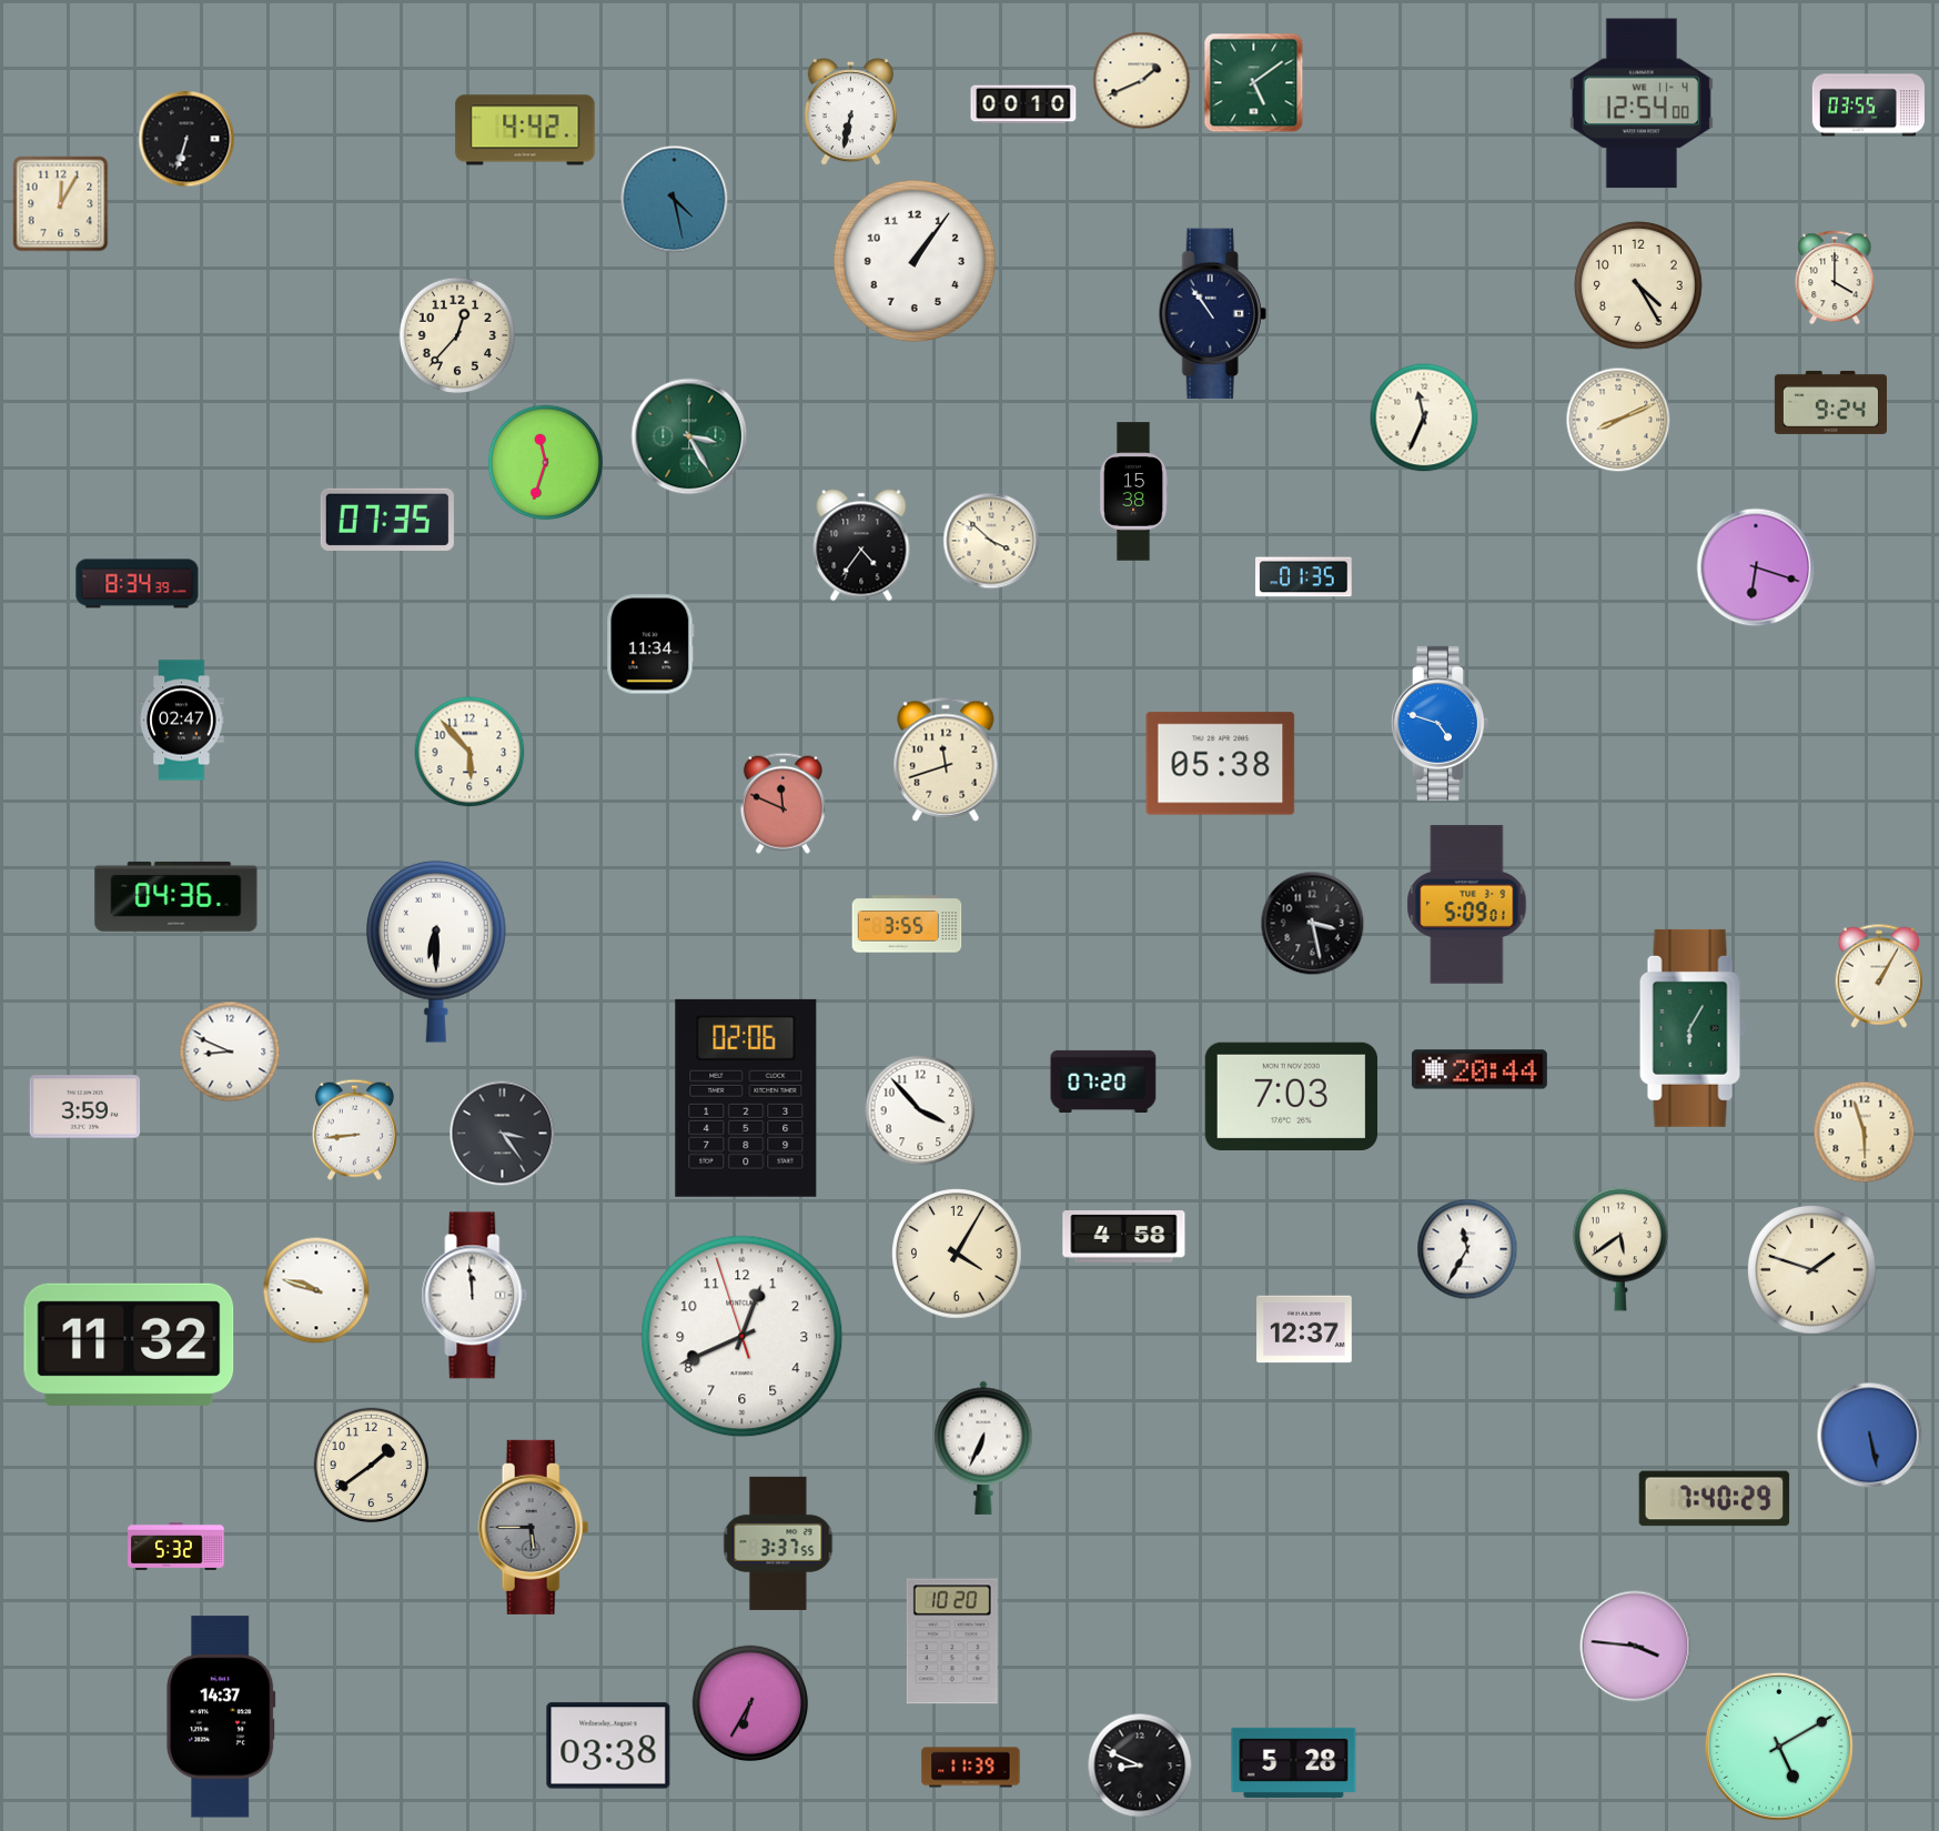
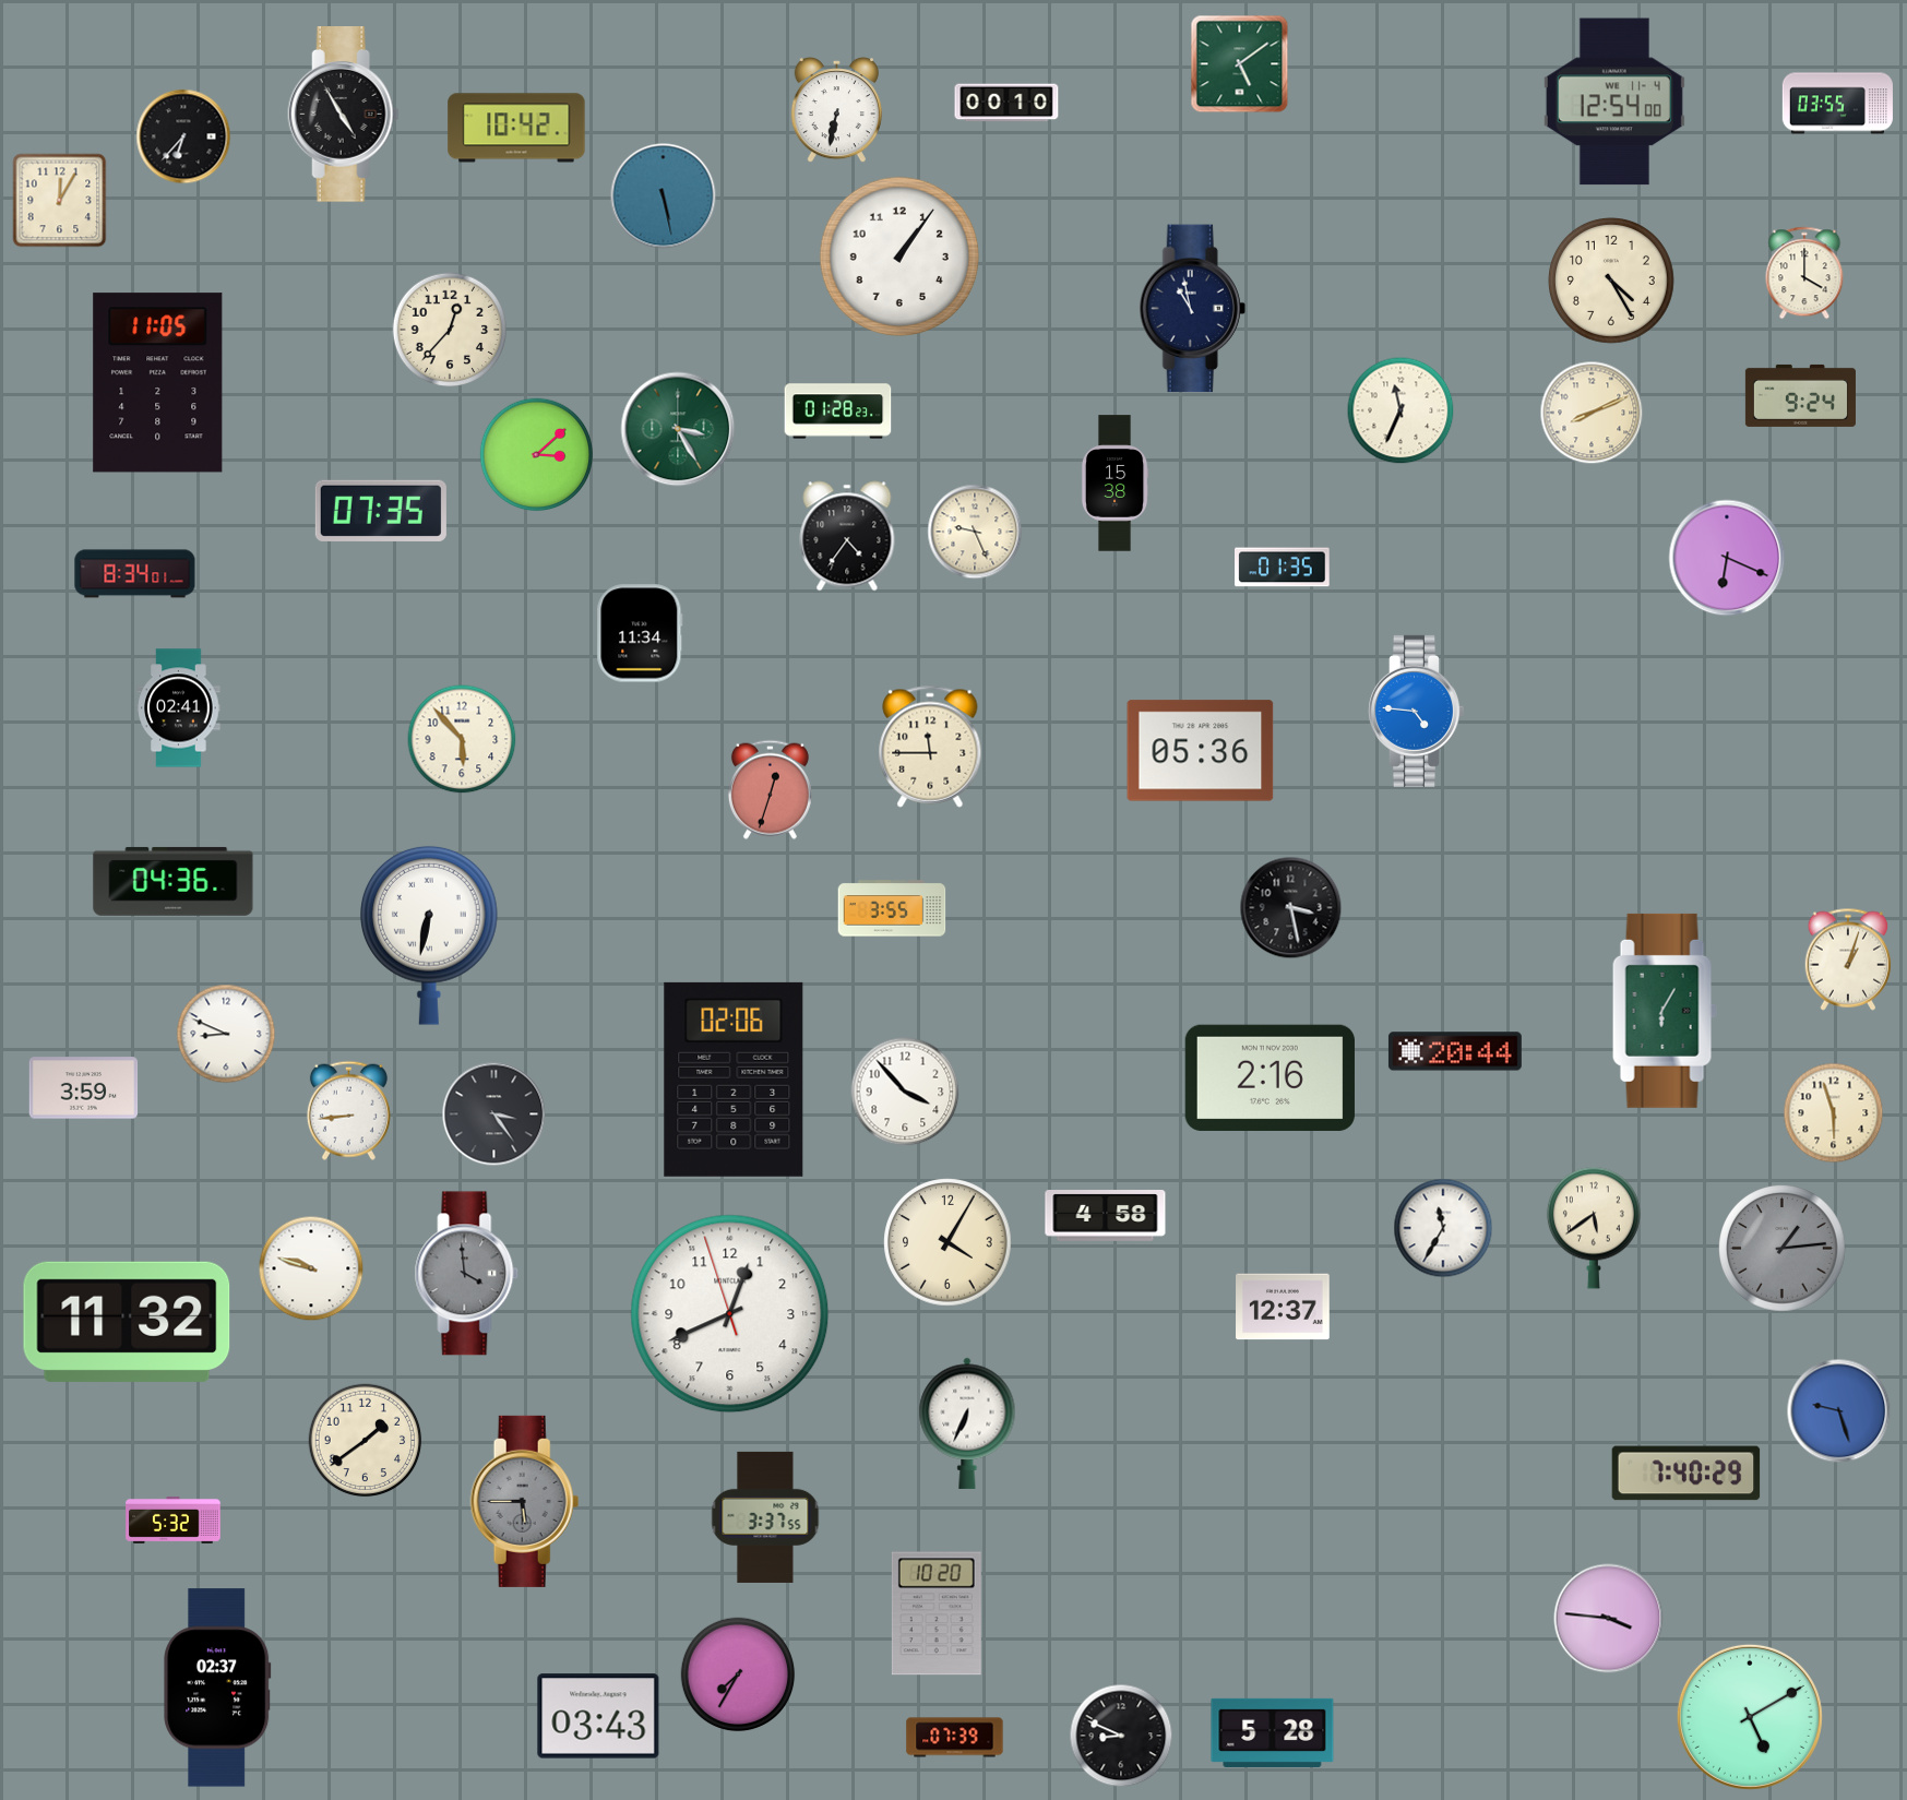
clock at (1142, 81): 1:41 -> none
clock at (1254, 83) position: (1254, 83) -> (1240, 64)
clock at (344, 115): none -> 4:55
clock at (525, 130): 4:42 -> 10:42
clock at (186, 139): 6:33 -> 6:37
clock at (675, 200): 4:28 -> 5:28
clock at (1212, 314): 10:54 -> 10:58
clock at (158, 383): none -> 11:05
clock at (838, 412): none -> 01:28
clock at (546, 463): 11:33 -> 3:08
clock at (991, 541): 3:52 -> 9:26
clock at (1756, 567): 6:18 -> 6:19
clock at (138, 584): 8:34:39 -> 8:34:01
clock at (182, 721): 02:47 -> 02:41
clock at (1440, 723): 4:48 -> 4:46
clock at (946, 759): 11:42 -> 11:45
clock at (1221, 764): 05:38 -> 05:36
clock at (782, 803): 11:49 -> 12:33
clock at (1467, 905): 5:09 -> none
clock at (437, 952): 6:30 -> 6:32
clock at (1879, 976): 1:05 -> 1:03
clock at (1103, 1082): 07:20 -> none
clock at (1291, 1096): 7:03 -> 2:16
clock at (957, 1254) position: (957, 1254) -> (947, 1242)
clock at (1812, 1270): 1:48 -> 1:14
clock at (1812, 1270) dial: cream -> grey
clock at (475, 1296): 11:59 -> 3:59
clock at (475, 1296) dial: white -> grey
clock at (1870, 1436): 5:28 -> 9:27
clock at (750, 1703): 6:35 -> 7:35
clock at (221, 1717): 14:37 -> 02:37
clock at (608, 1746): 03:38 -> 03:43
clock at (971, 1768): 11:39 -> 07:39
